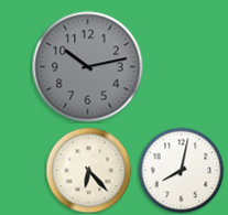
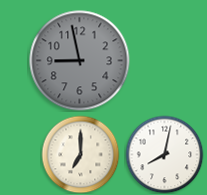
clock at (88, 67): 10:13 -> 8:58
clock at (88, 170): 6:23 -> 7:00
